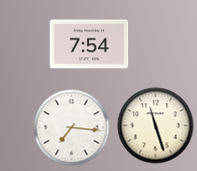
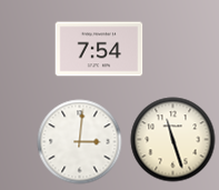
clock at (72, 128): 7:16 -> 3:01
